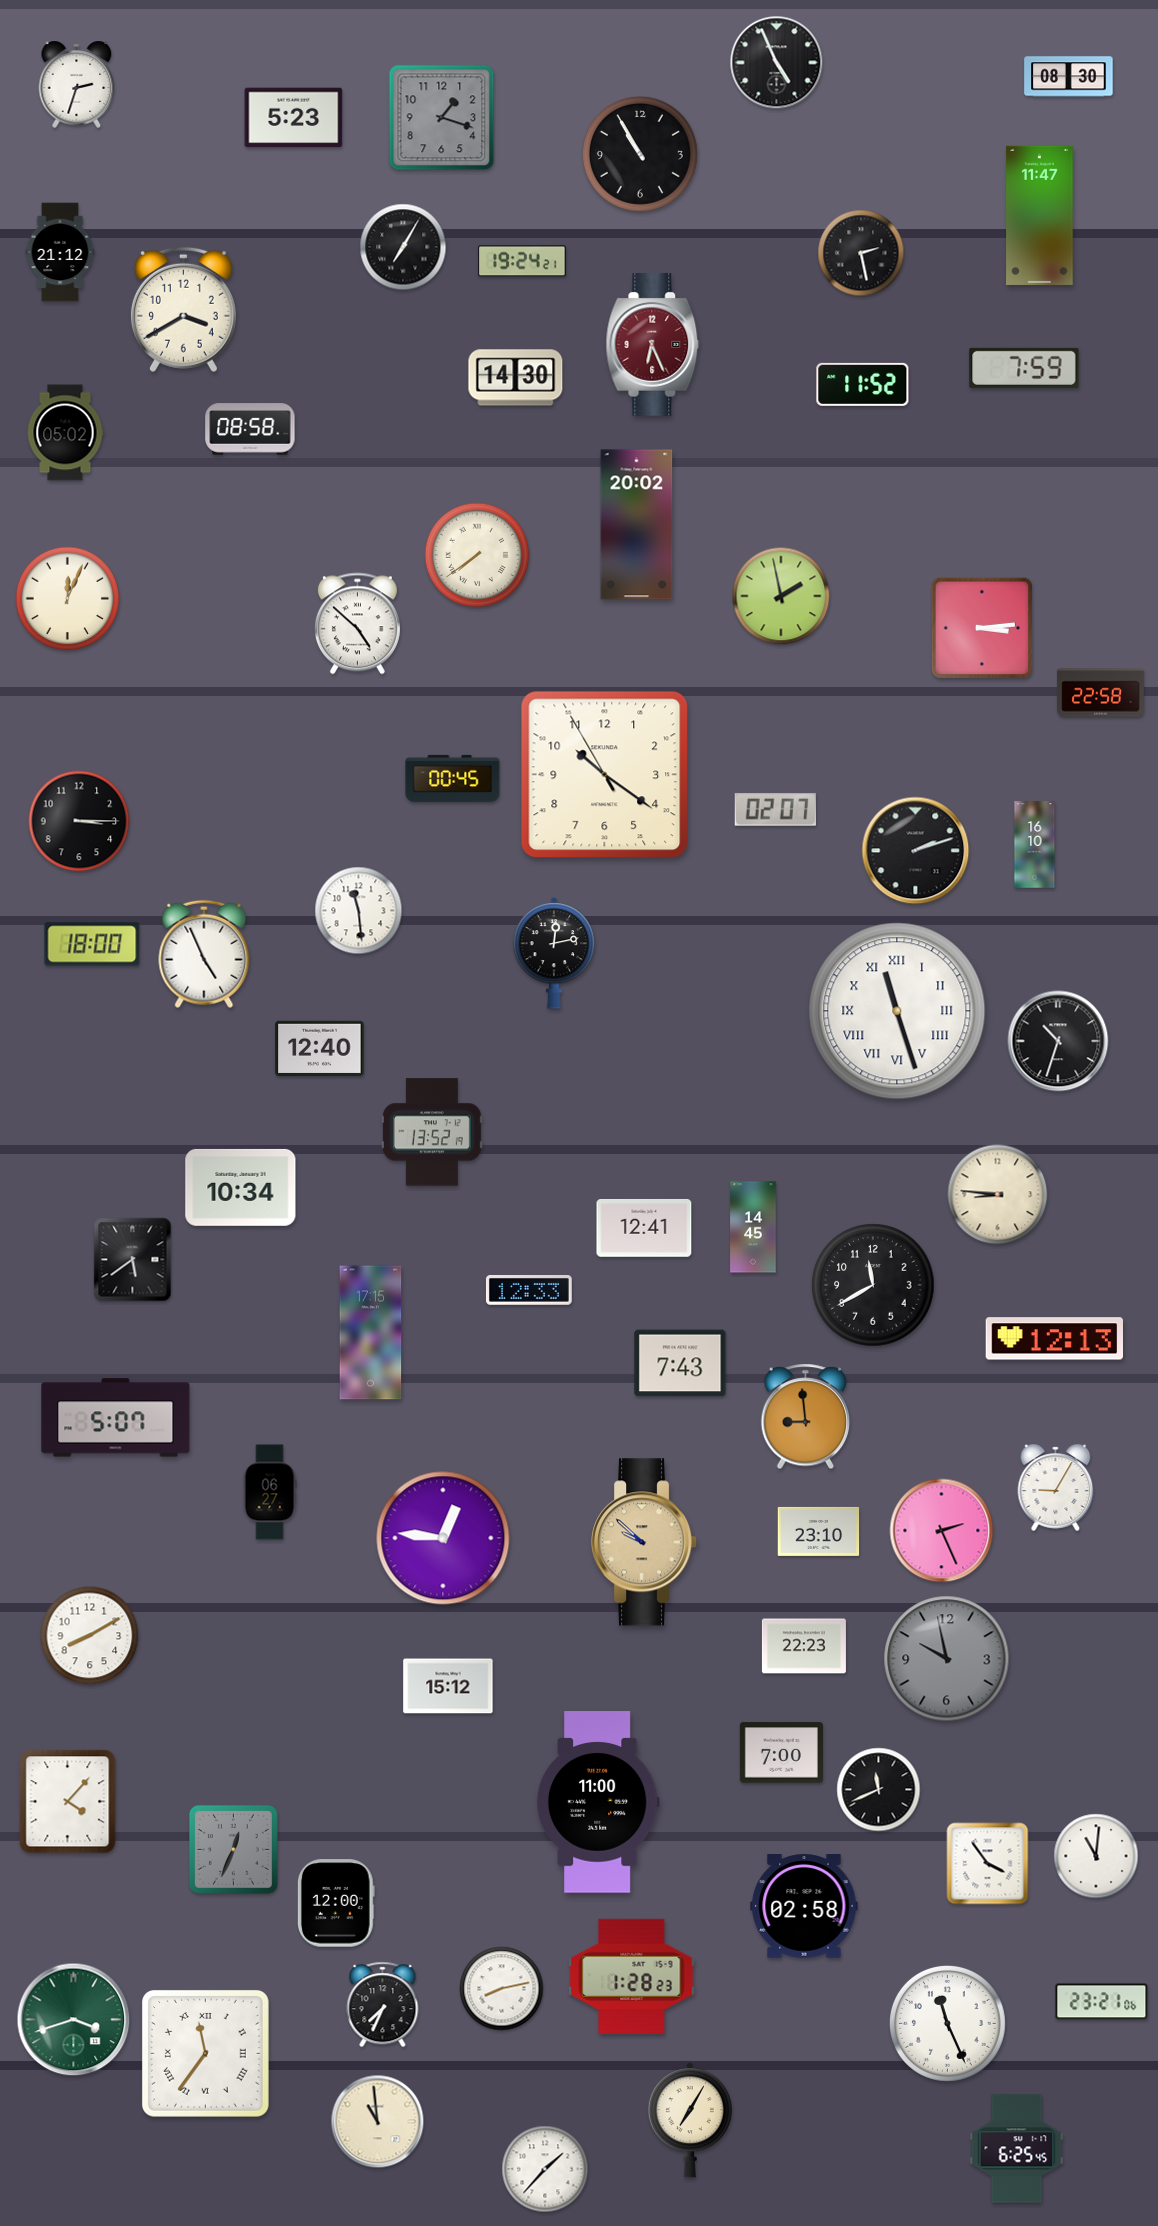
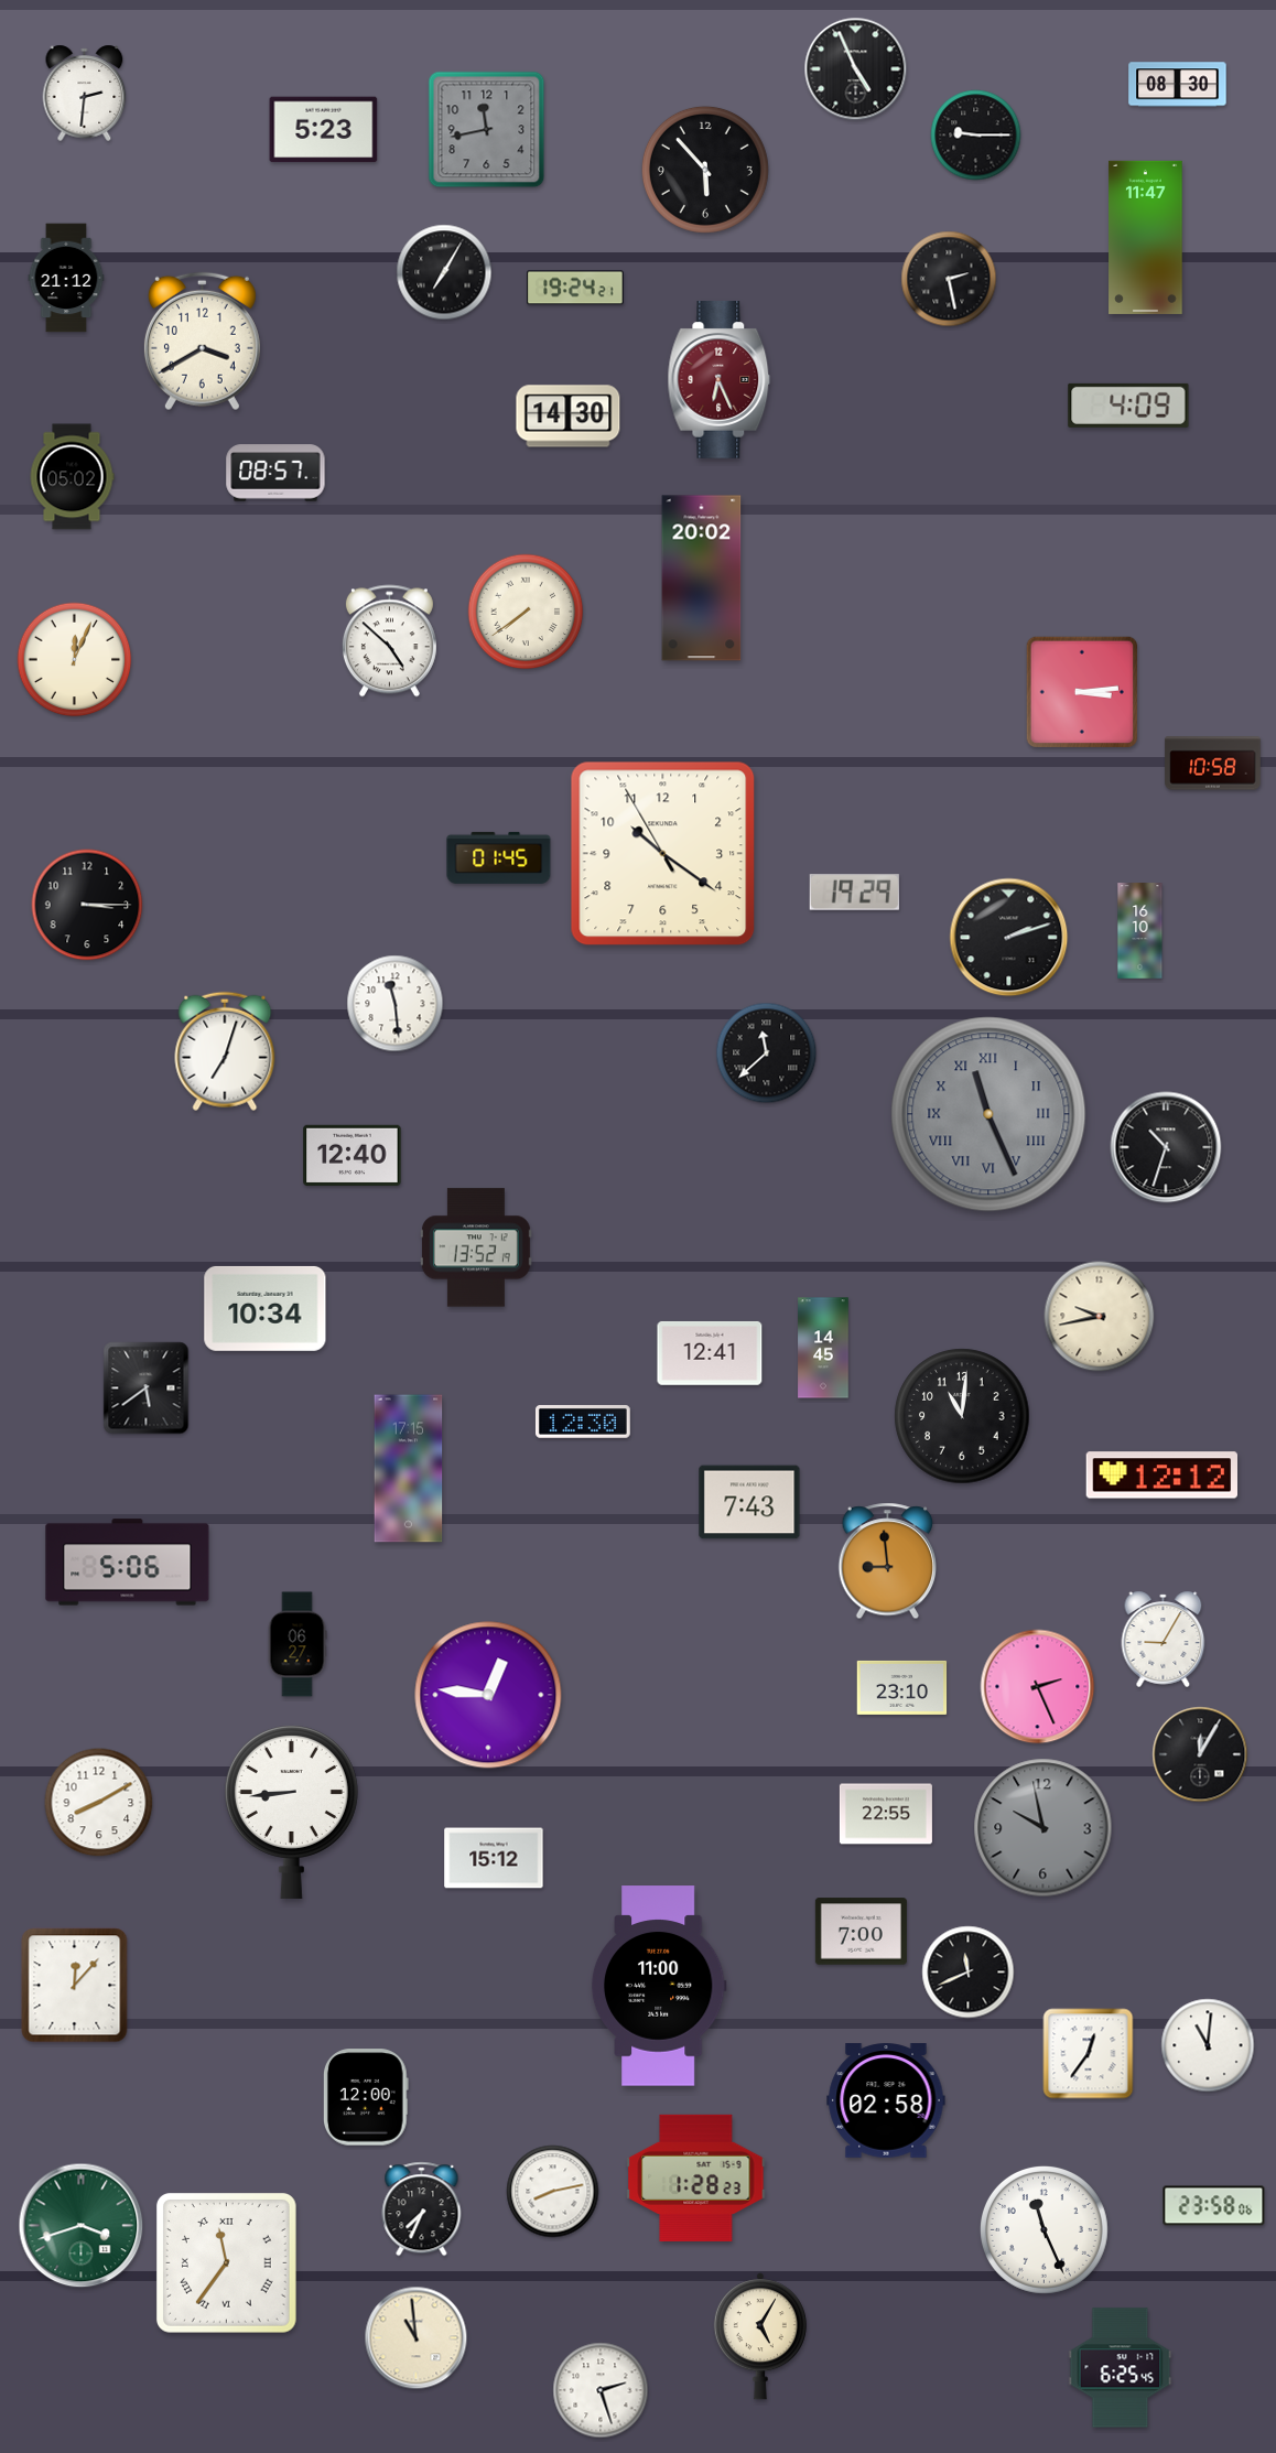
clock at (77, 84): 2:33 -> 2:31
clock at (442, 118): 1:18 -> 11:43
clock at (976, 136): none -> 9:15
clock at (640, 154): 10:55 -> 5:53
clock at (1024, 368): 7:59 -> 4:09
clock at (863, 384): 11:52 -> none
clock at (250, 429): 08:58 -> 08:57
clock at (781, 596): 1:58 -> none
clock at (357, 624) position: (357, 624) -> (389, 641)
clock at (1101, 693): 22:58 -> 10:58
clock at (605, 775) position: (605, 775) -> (663, 854)
clock at (453, 778): 00:45 -> 01:45
clock at (775, 810): 02:07 -> 19:29
clock at (92, 944): 18:00 -> none
clock at (554, 953): 12:13 -> none
clock at (204, 954): 4:56 -> 7:03
clock at (767, 1053): none -> 11:38
clock at (897, 1011): 11:27 -> 11:26
clock at (897, 1011) dial: white -> grey
clock at (998, 1195): 8:46 -> 9:43
clock at (753, 1227) position: (753, 1227) -> (823, 1348)
clock at (873, 1285): 11:40 -> 11:01
clock at (529, 1291): 12:33 -> 12:30
clock at (1054, 1339): 12:13 -> 12:12
clock at (116, 1418): 5:07 -> 5:06
clock at (645, 1542): 9:52 -> none
clock at (1200, 1754): none -> 12:05
clock at (291, 1812): none -> 8:44
clock at (804, 1646): 22:23 -> 22:55
clock at (68, 1802): 4:07 -> 12:07
clock at (233, 1849): 12:34 -> none
clock at (988, 1864): 3:54 -> 12:36
clock at (336, 1903) position: (336, 1903) -> (366, 2097)
clock at (1102, 2002): 23:21 -> 23:58
clock at (690, 2120): 7:05 -> 5:05
clock at (545, 2169): 1:37 -> 2:27
